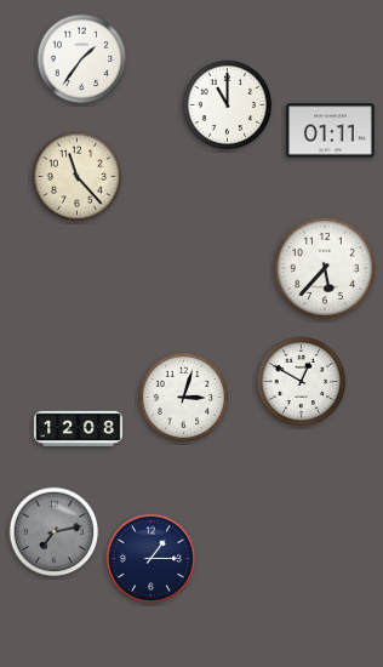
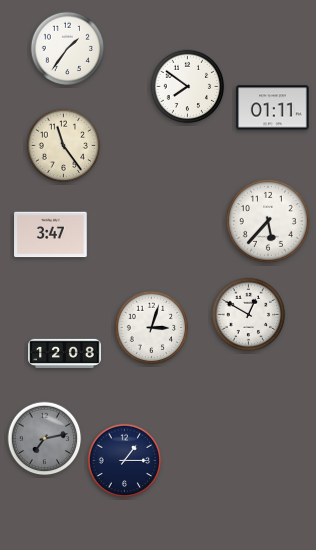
clock at (228, 106): 11:00 -> 7:51
clock at (78, 177): 11:23 -> 11:24
clock at (51, 235): none -> 3:47
